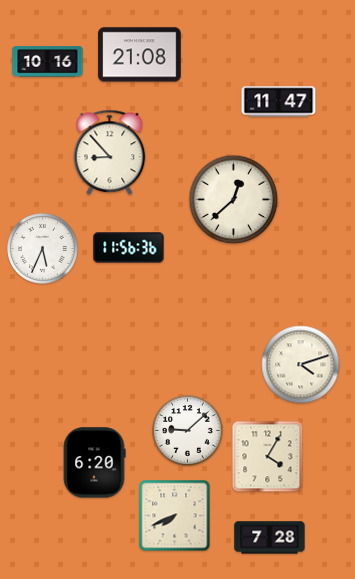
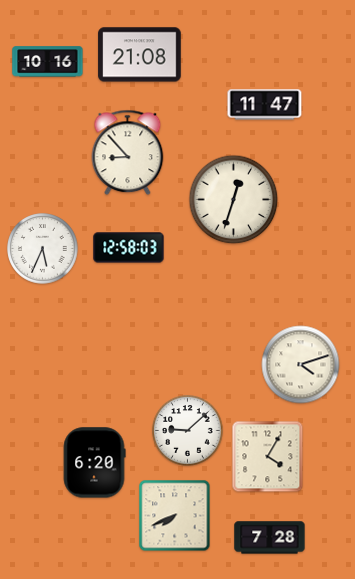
clock at (279, 102) position: (279, 102) -> (265, 105)
clock at (110, 153) position: (110, 153) -> (128, 153)
clock at (234, 200): 12:38 -> 12:33
clock at (129, 248): 11:56 -> 12:58
